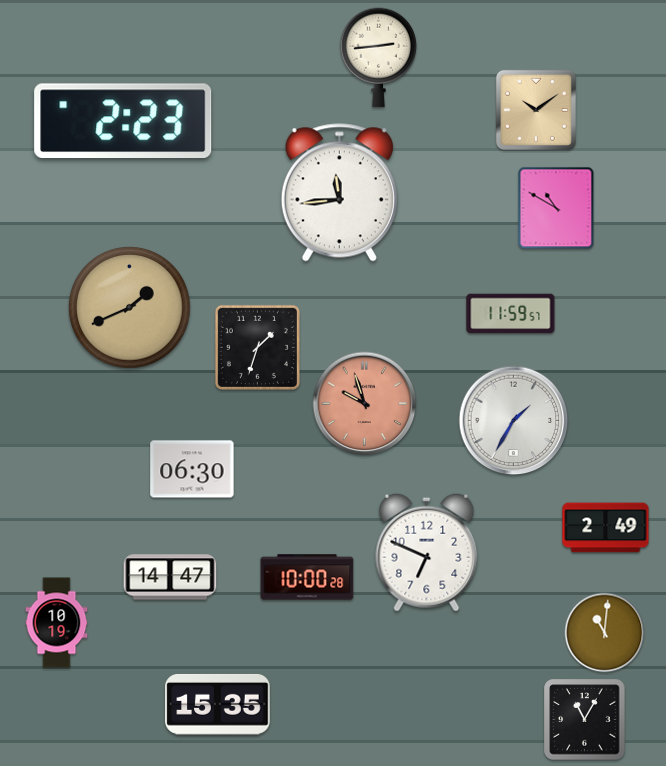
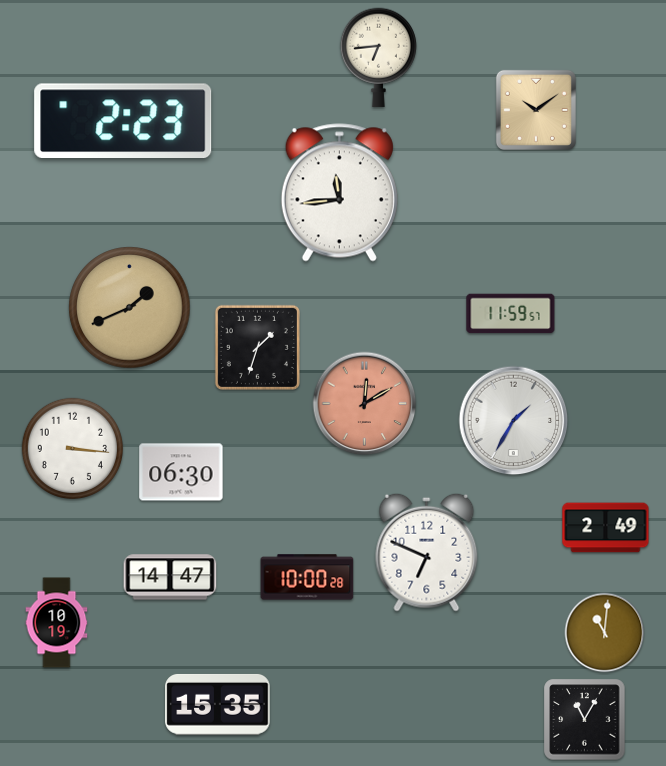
clock at (378, 57): 2:44 -> 6:44
clock at (556, 208): 10:50 -> none
clock at (365, 404): 9:57 -> 12:10
clock at (72, 448): none -> 3:16
clock at (192, 469) position: (192, 469) -> (181, 472)
